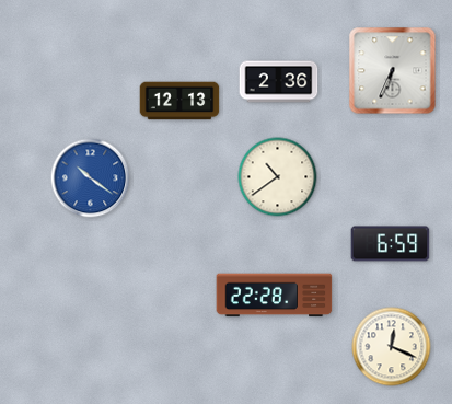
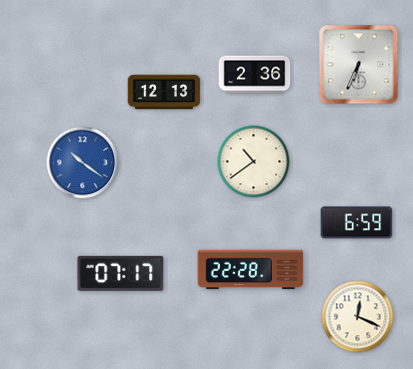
clock at (121, 273): none -> 07:17
